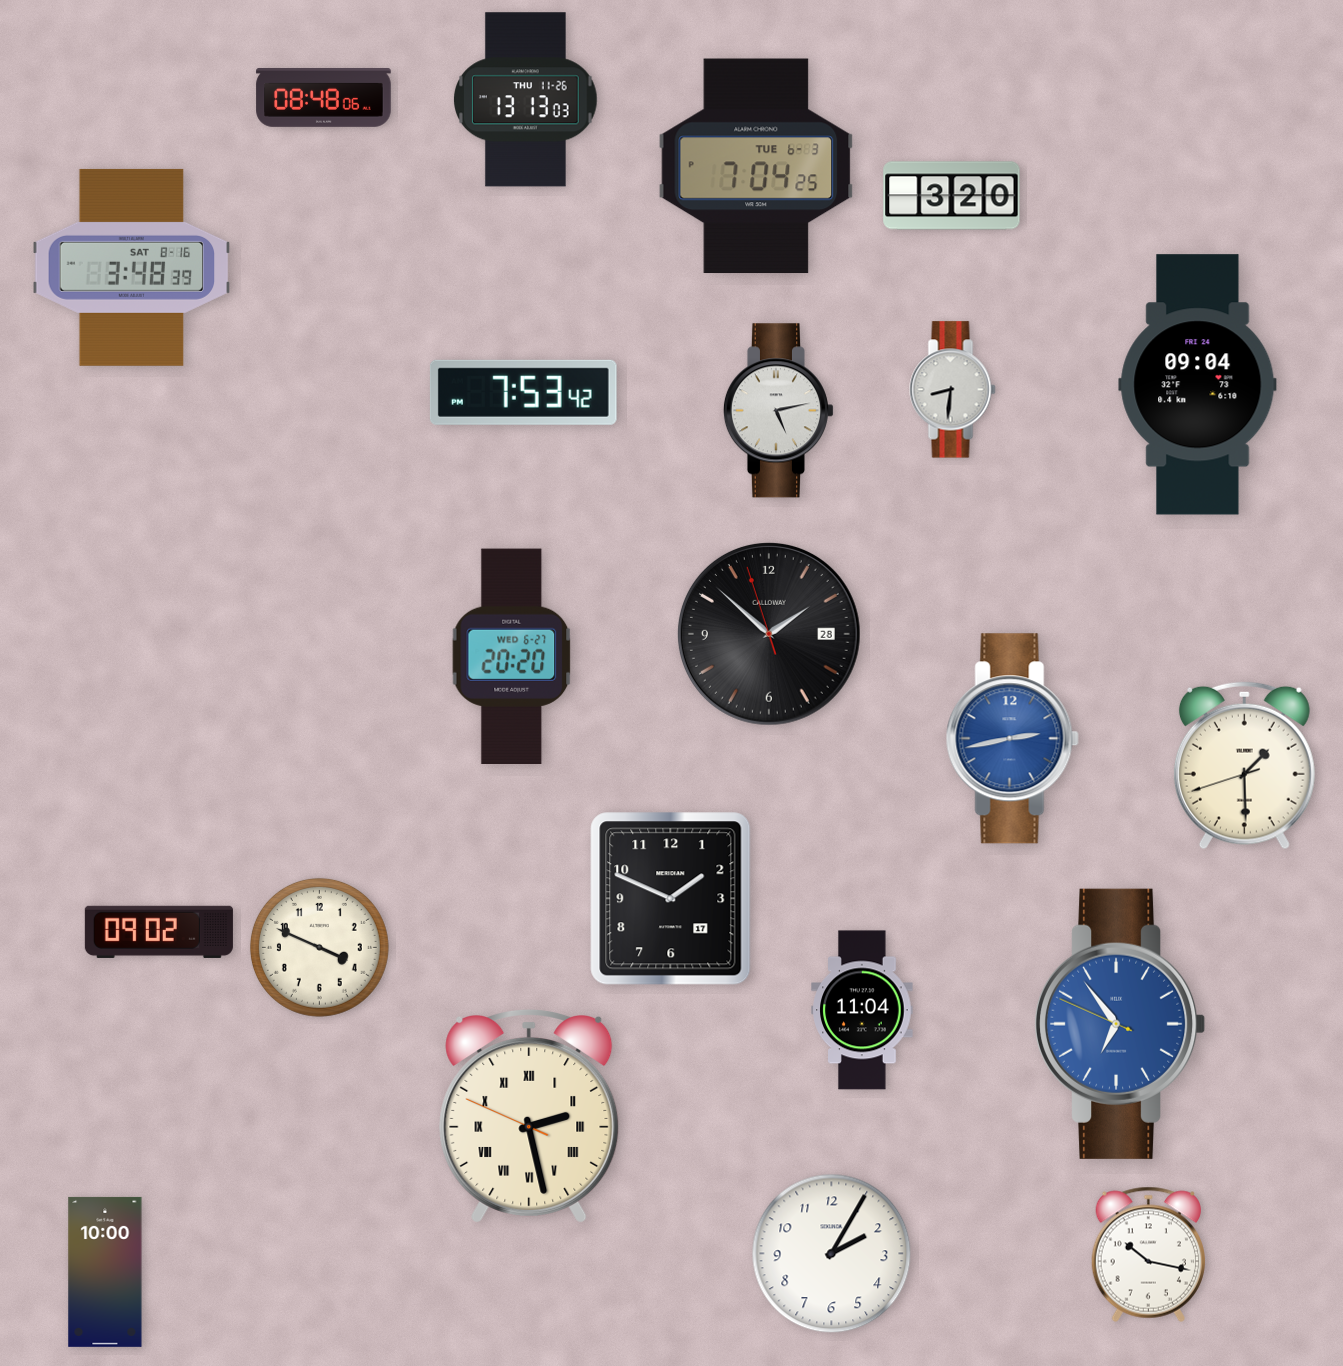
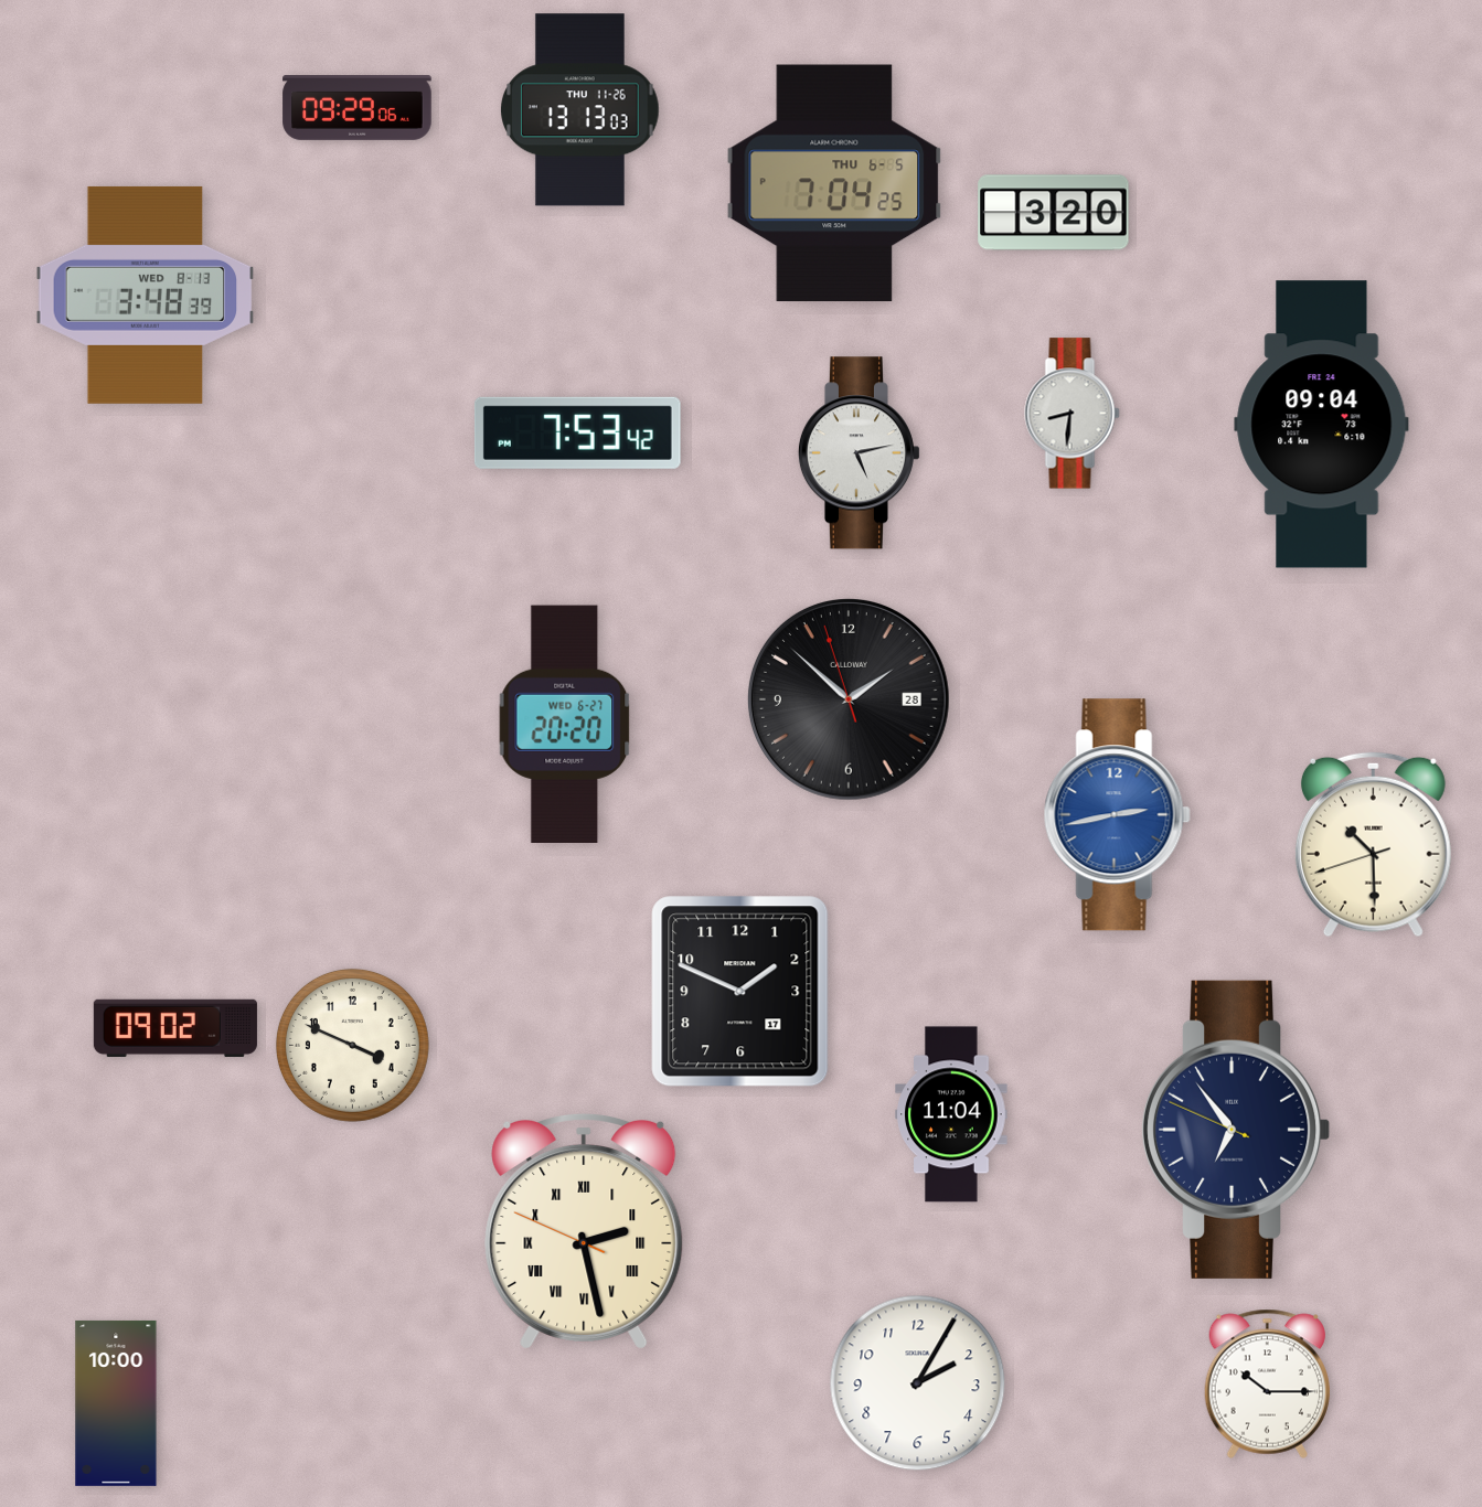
clock at (324, 98): 08:48 -> 09:29
clock at (756, 166) date: TUE 6-3 -> THU 6-5
clock at (952, 196) position: (952, 196) -> (1054, 213)
clock at (132, 267) date: SAT 8-16 -> WED 8-13
clock at (953, 390) position: (953, 390) -> (1073, 414)
clock at (1244, 766): 1:29 -> 10:29
clock at (1121, 1024) dial: blue -> navy
clock at (1148, 1254): 10:17 -> 10:15
